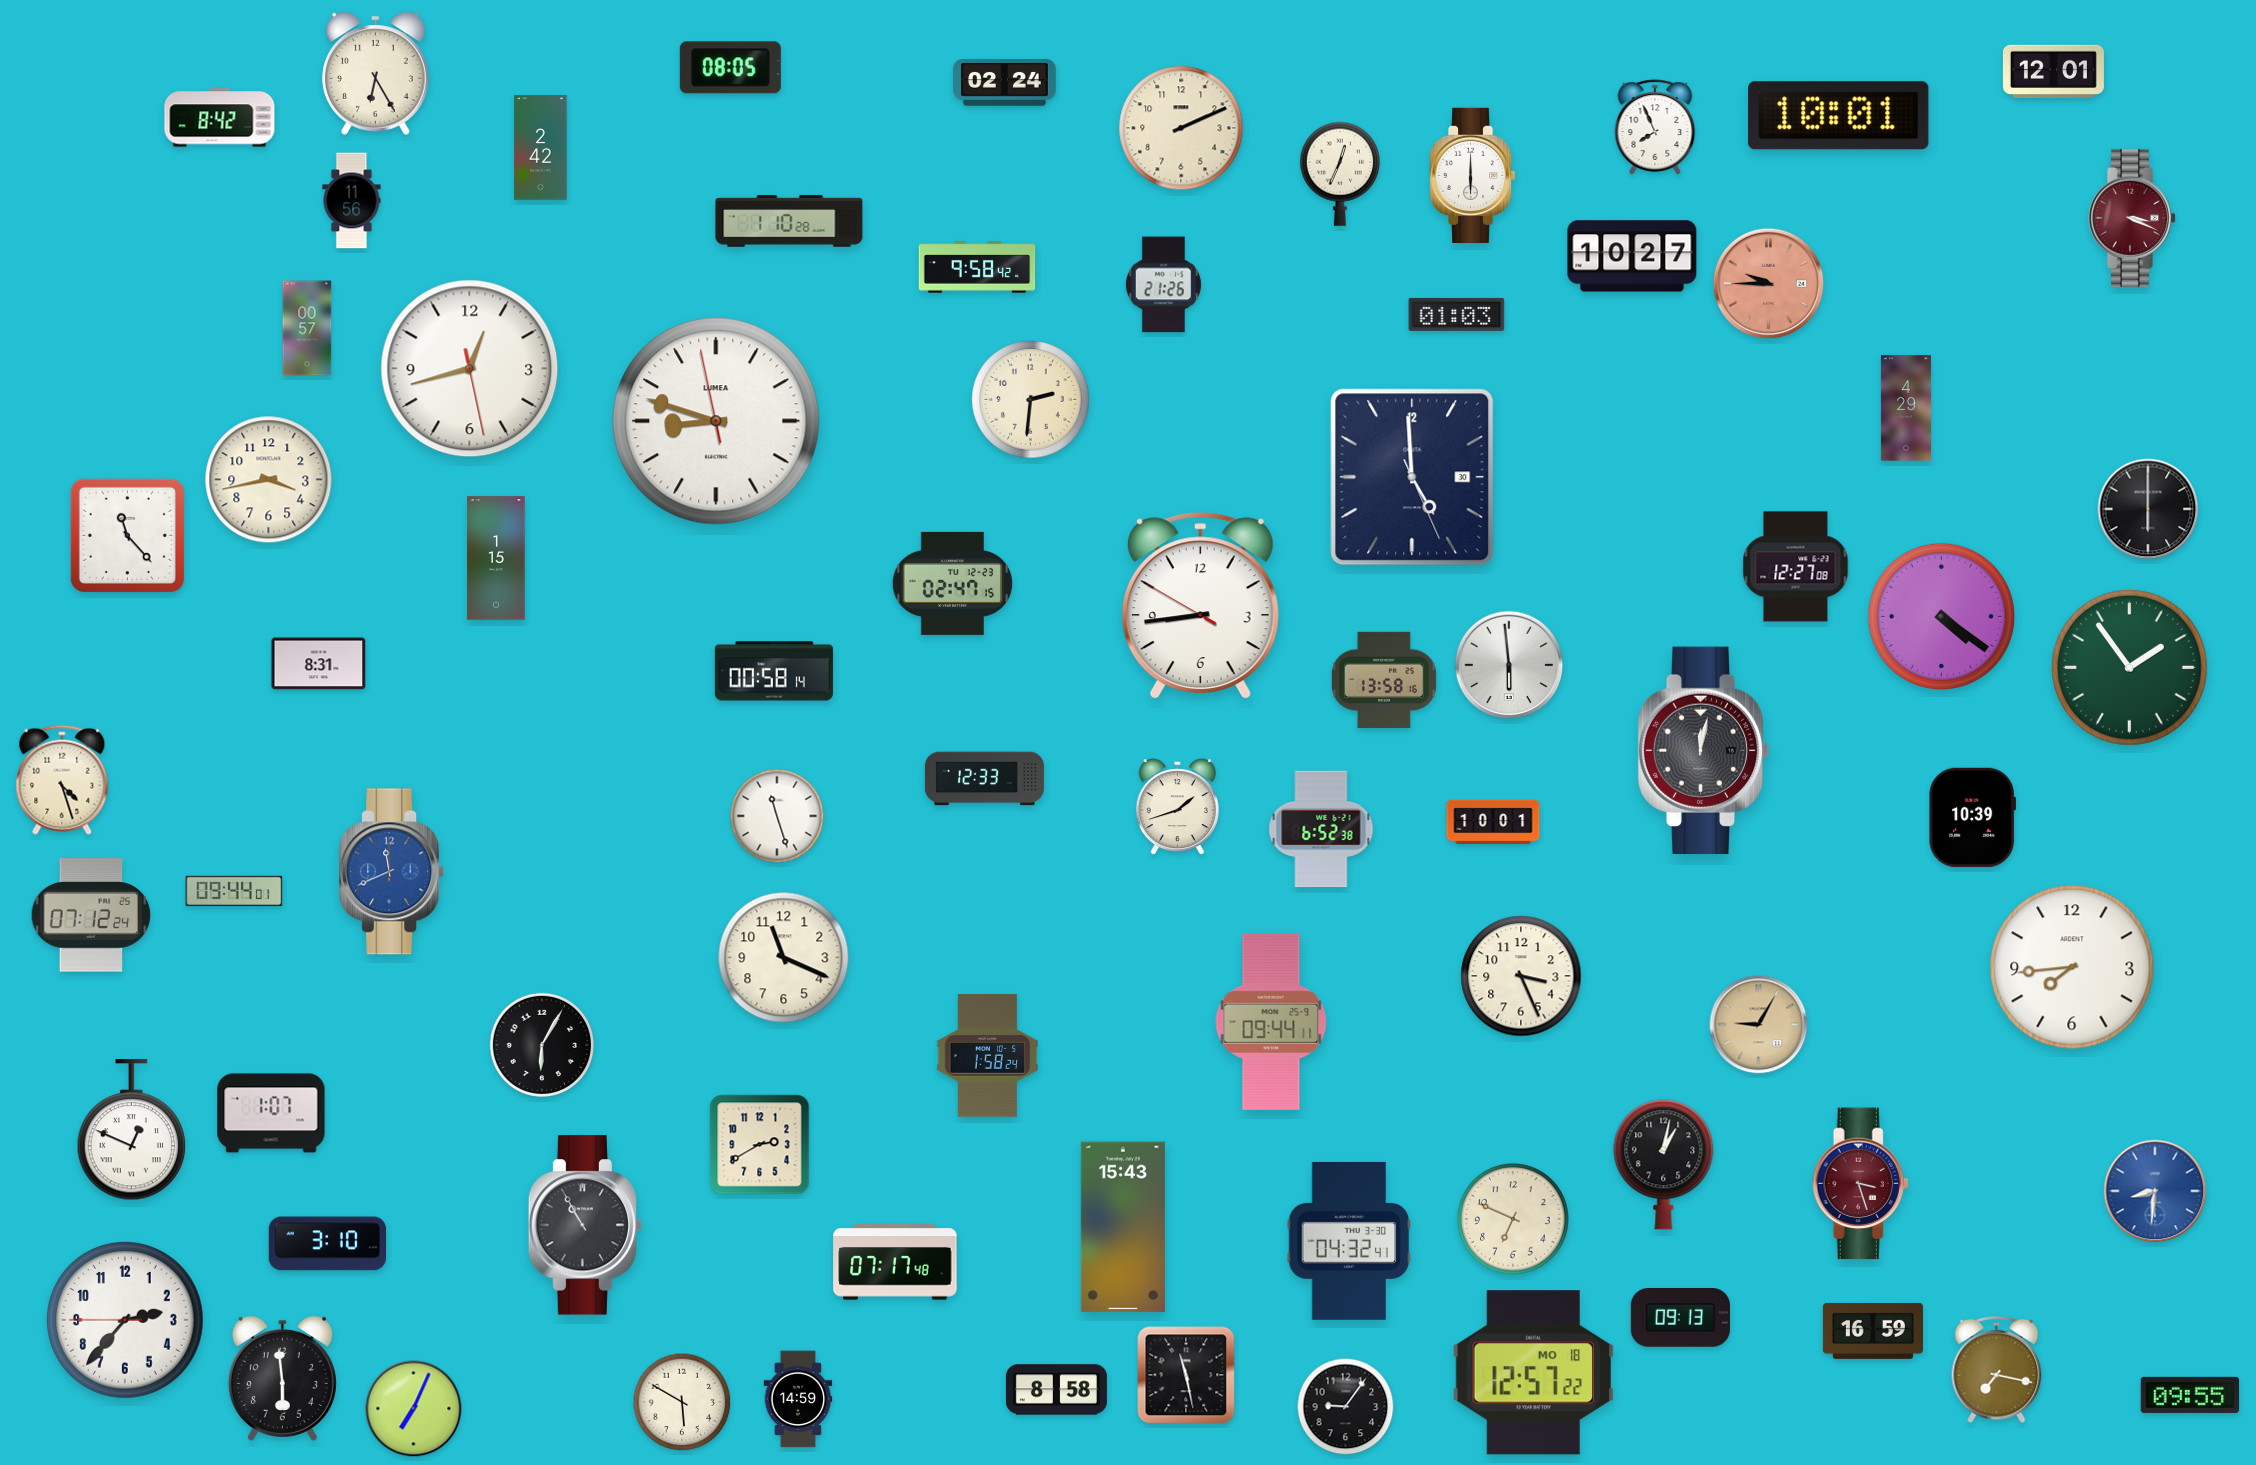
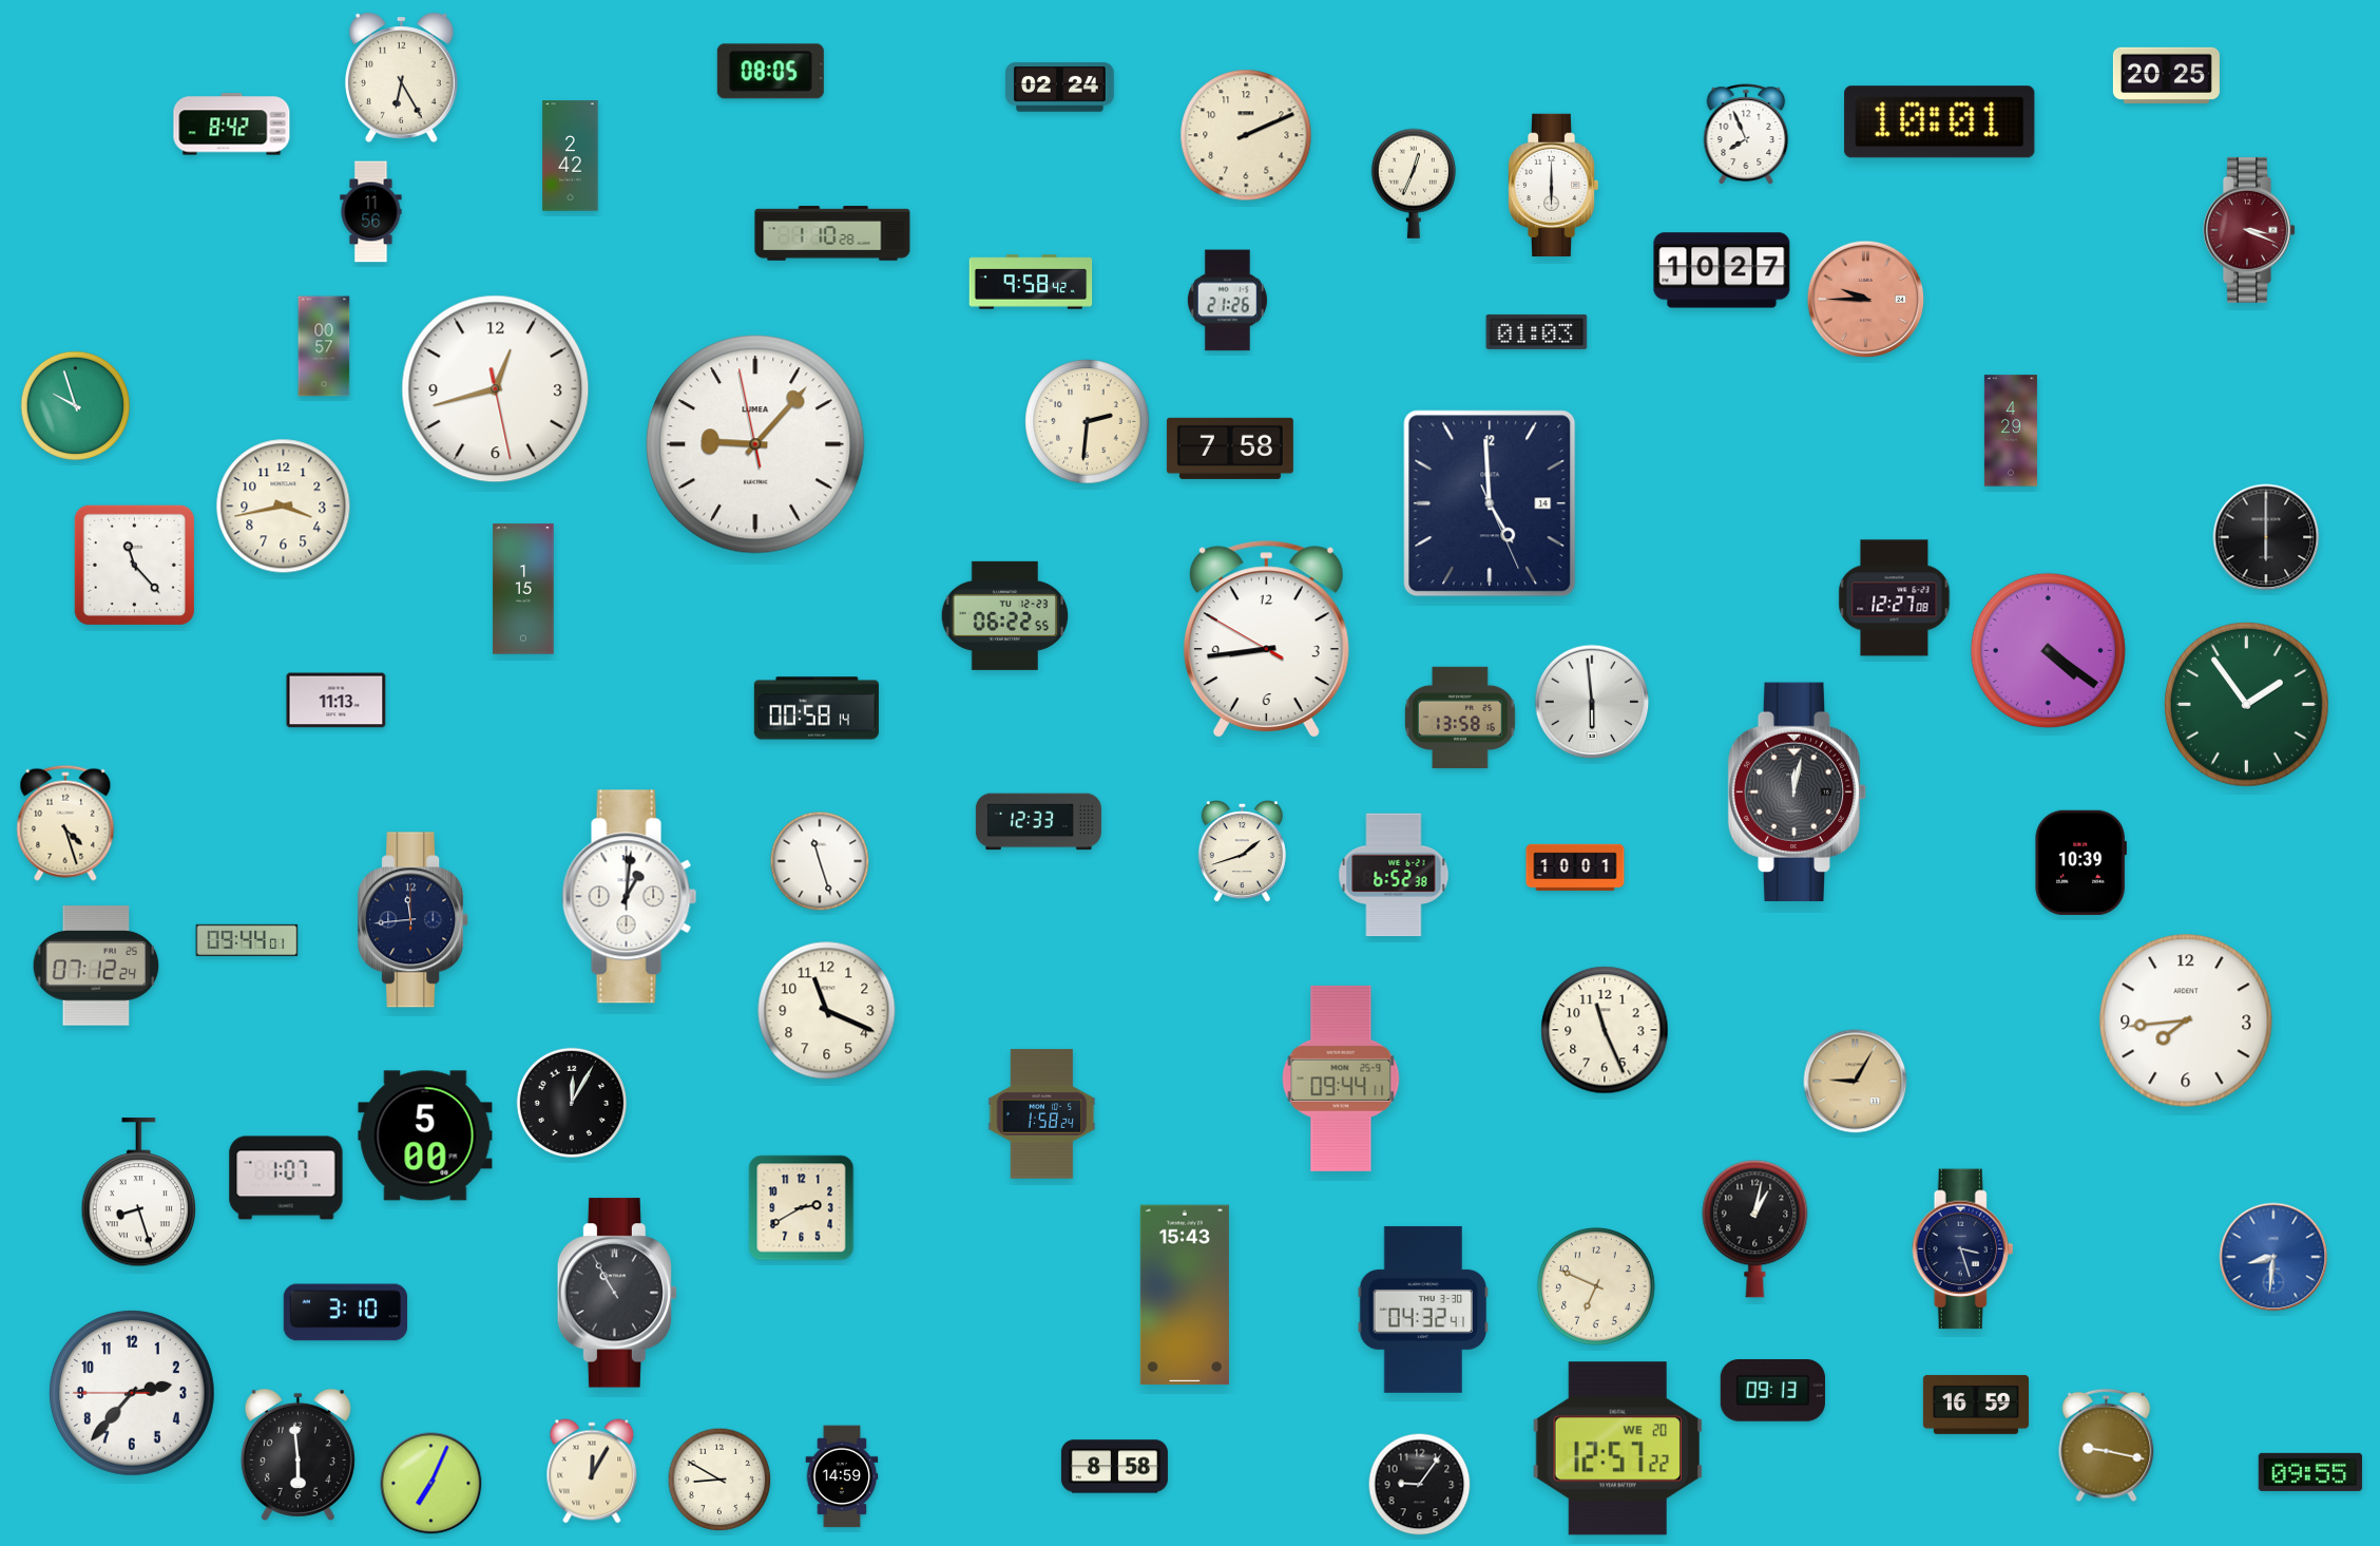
clock at (2053, 71): 12:01 -> 20:25
clock at (375, 73) position: (375, 73) -> (401, 77)
clock at (75, 405): none -> 9:57
clock at (716, 421): 8:47 -> 9:06
clock at (1230, 448): none -> 7:58
clock at (1412, 477) date: 30 -> 14
clock at (953, 583): 02:47 -> 06:22
clock at (319, 664): 8:31 -> 11:13
clock at (630, 897): none -> 1:01
clock at (392, 872): 11:41 -> 11:44
clock at (392, 872) dial: blue -> navy
clock at (1521, 976): 3:26 -> 11:26
clock at (542, 1045): 6:05 -> 12:05
clock at (425, 1135): none -> 5:00
clock at (271, 1113) position: (271, 1113) -> (286, 1178)
clock at (131, 1131): 12:49 -> 8:27
clock at (1861, 1184) dial: burgundy -> navy
clock at (895, 1262): 07:17 -> none
clock at (1997, 1370): 7:17 -> 9:17
clock at (1534, 1373) date: MO 18 -> WE 20
clock at (1186, 1375): 11:28 -> none
clock at (592, 1471): none -> 12:05
clock at (682, 1402): 5:50 -> 8:50
clock at (414, 1409) position: (414, 1409) -> (431, 1484)
